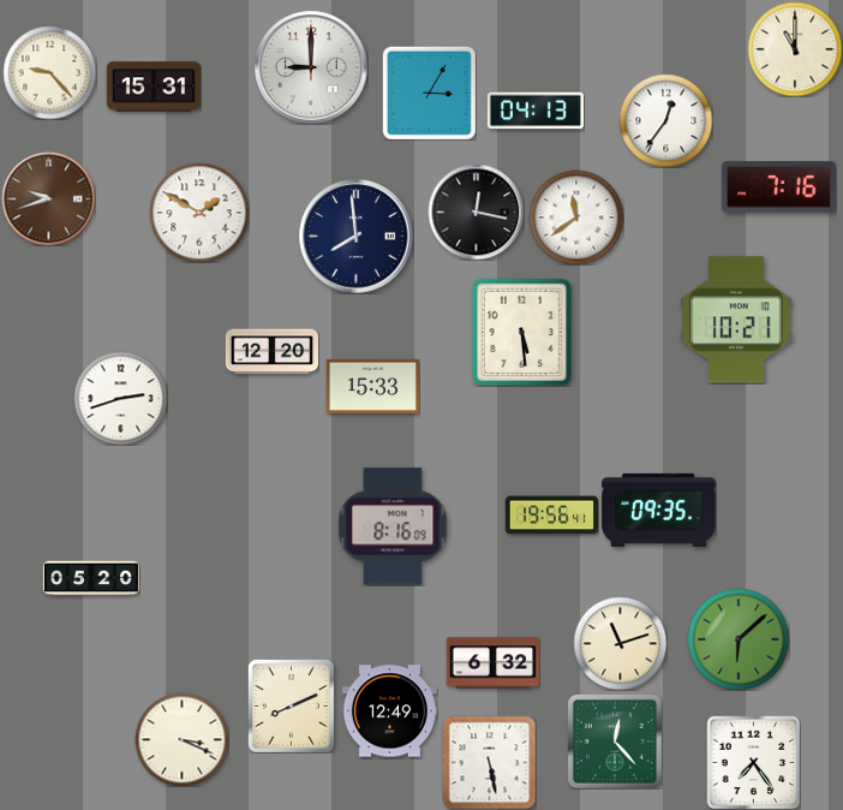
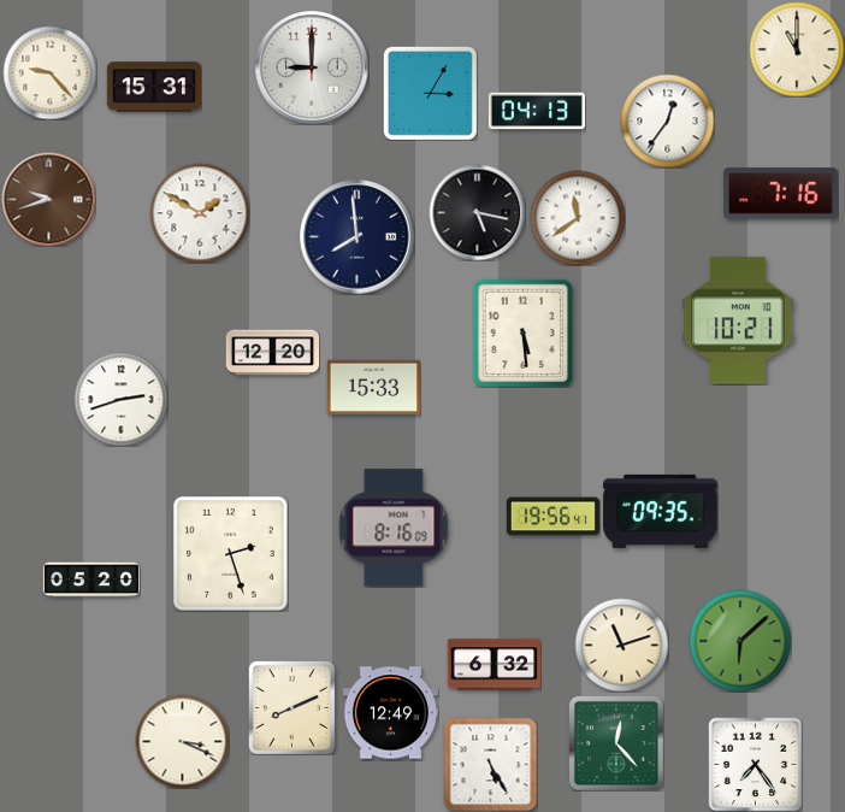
clock at (779, 187) position: (779, 187) -> (781, 194)
clock at (476, 212): 12:17 -> 5:17
clock at (230, 553): none -> 2:27
clock at (489, 762): 5:28 -> 5:25
